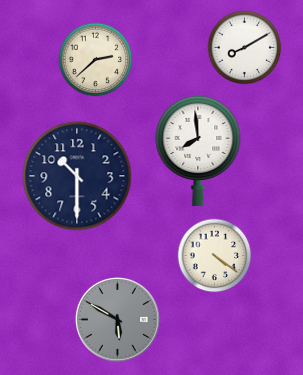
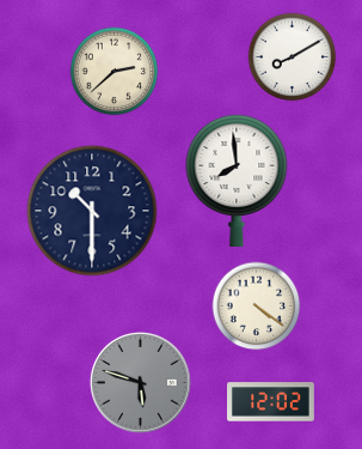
clock at (117, 319): 5:50 -> 5:48
clock at (271, 402): none -> 12:02
